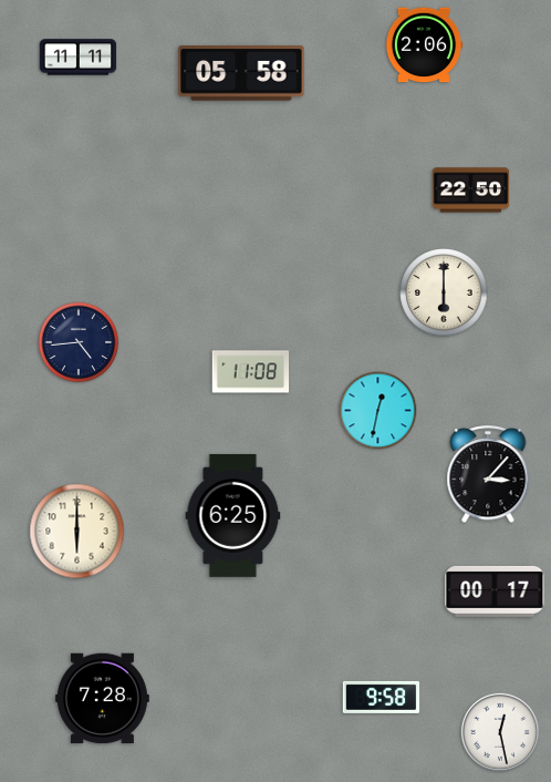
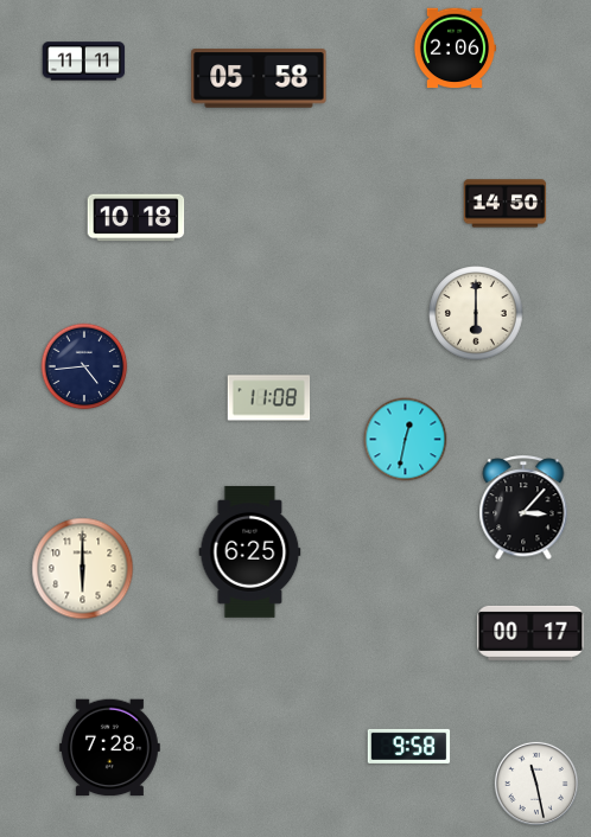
clock at (471, 191): 22:50 -> 14:50
clock at (136, 218): none -> 10:18
clock at (500, 732): 12:28 -> 11:28
